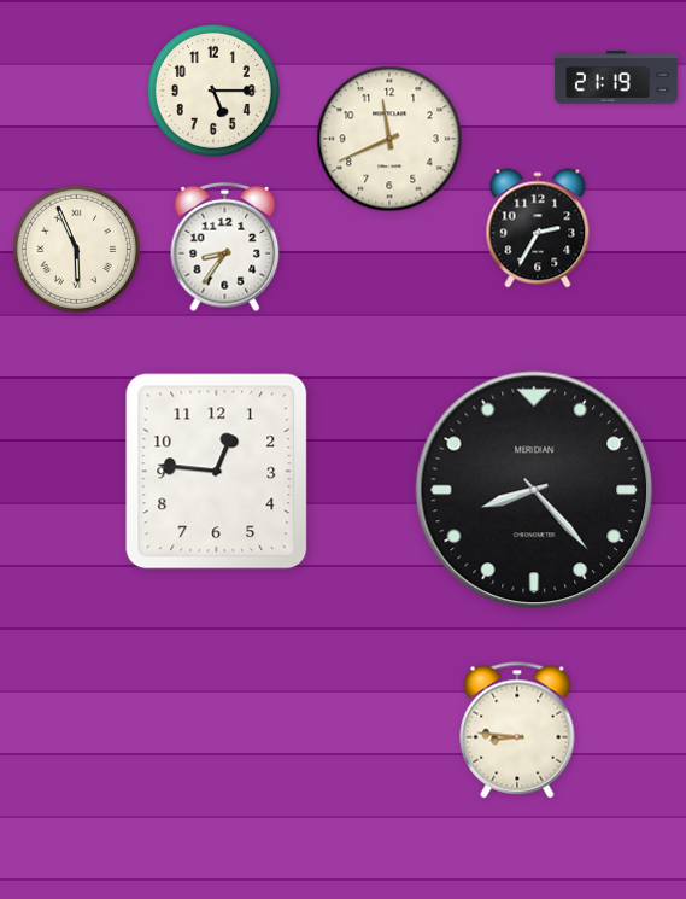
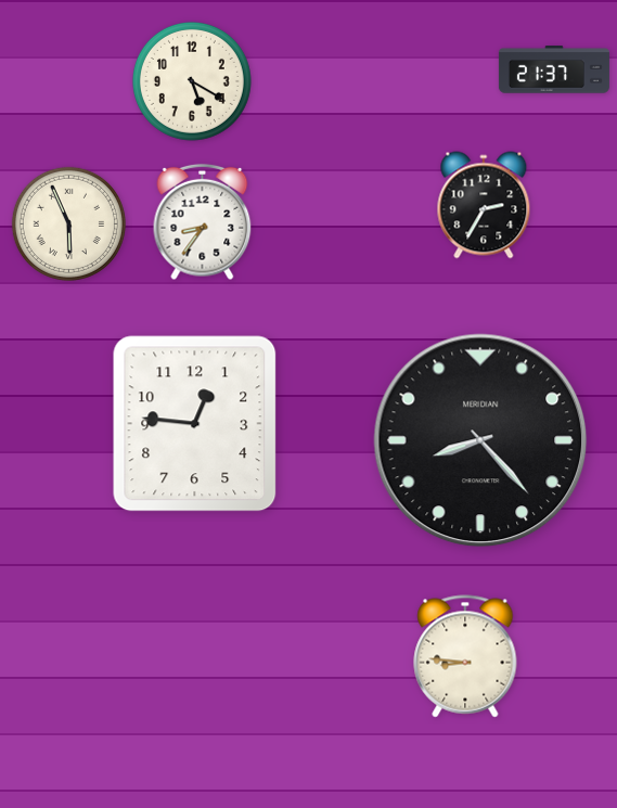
clock at (616, 77): 21:19 -> 21:37
clock at (213, 91): 5:15 -> 5:20
clock at (389, 139): 11:41 -> none
